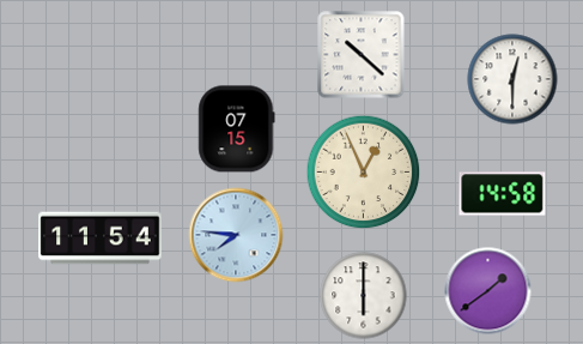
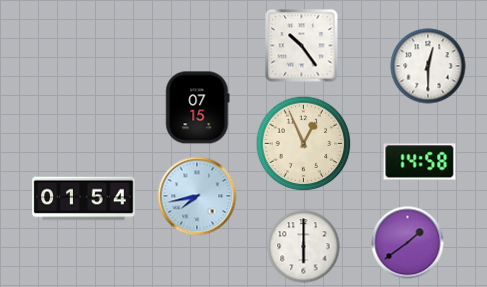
clock at (362, 55): 10:22 -> 10:24
clock at (236, 235): 7:46 -> 7:43
clock at (101, 239): 11:54 -> 01:54
